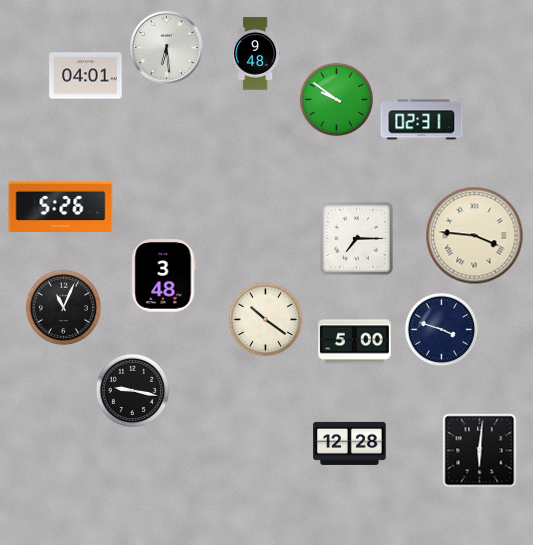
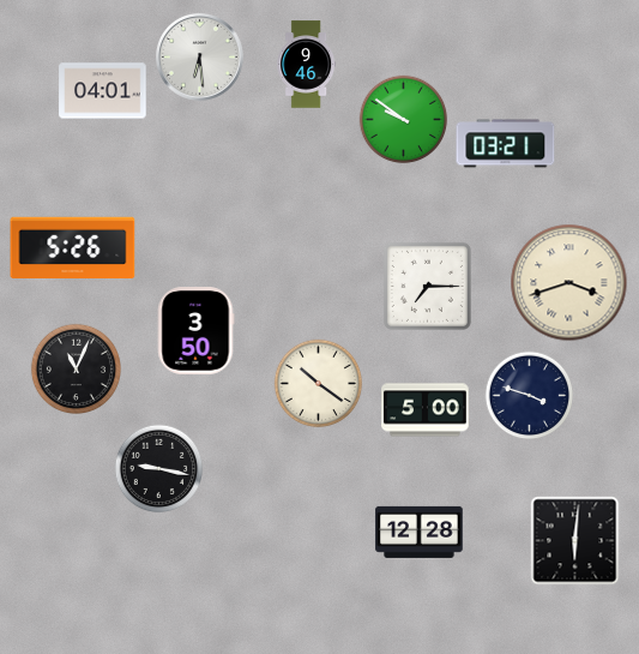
clock at (256, 54): 9:48 -> 9:46
clock at (422, 120): 02:31 -> 03:21
clock at (475, 236): 3:46 -> 3:42
clock at (163, 276): 3:48 -> 3:50
